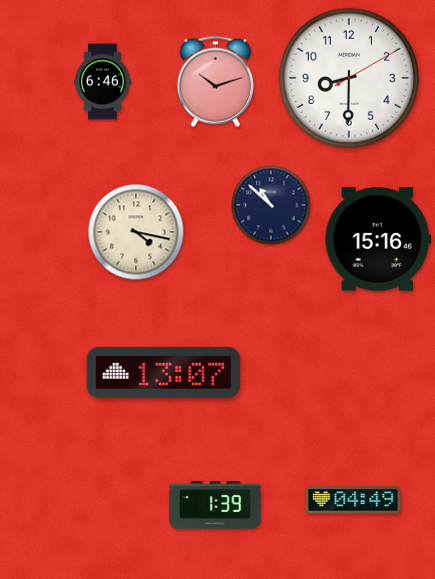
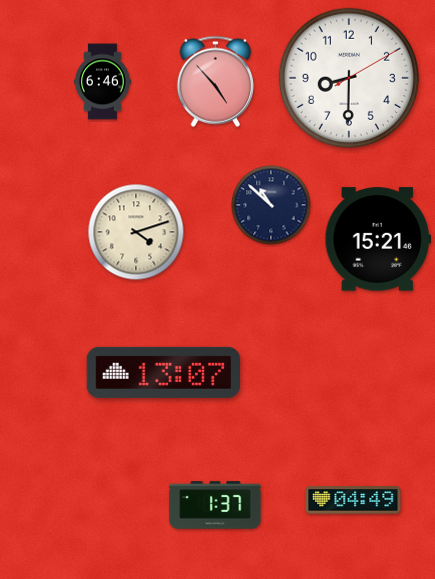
clock at (215, 81): 10:12 -> 4:53
clock at (136, 232): 4:17 -> 4:12
clock at (377, 239): 15:16 -> 15:21
clock at (215, 505): 1:39 -> 1:37
